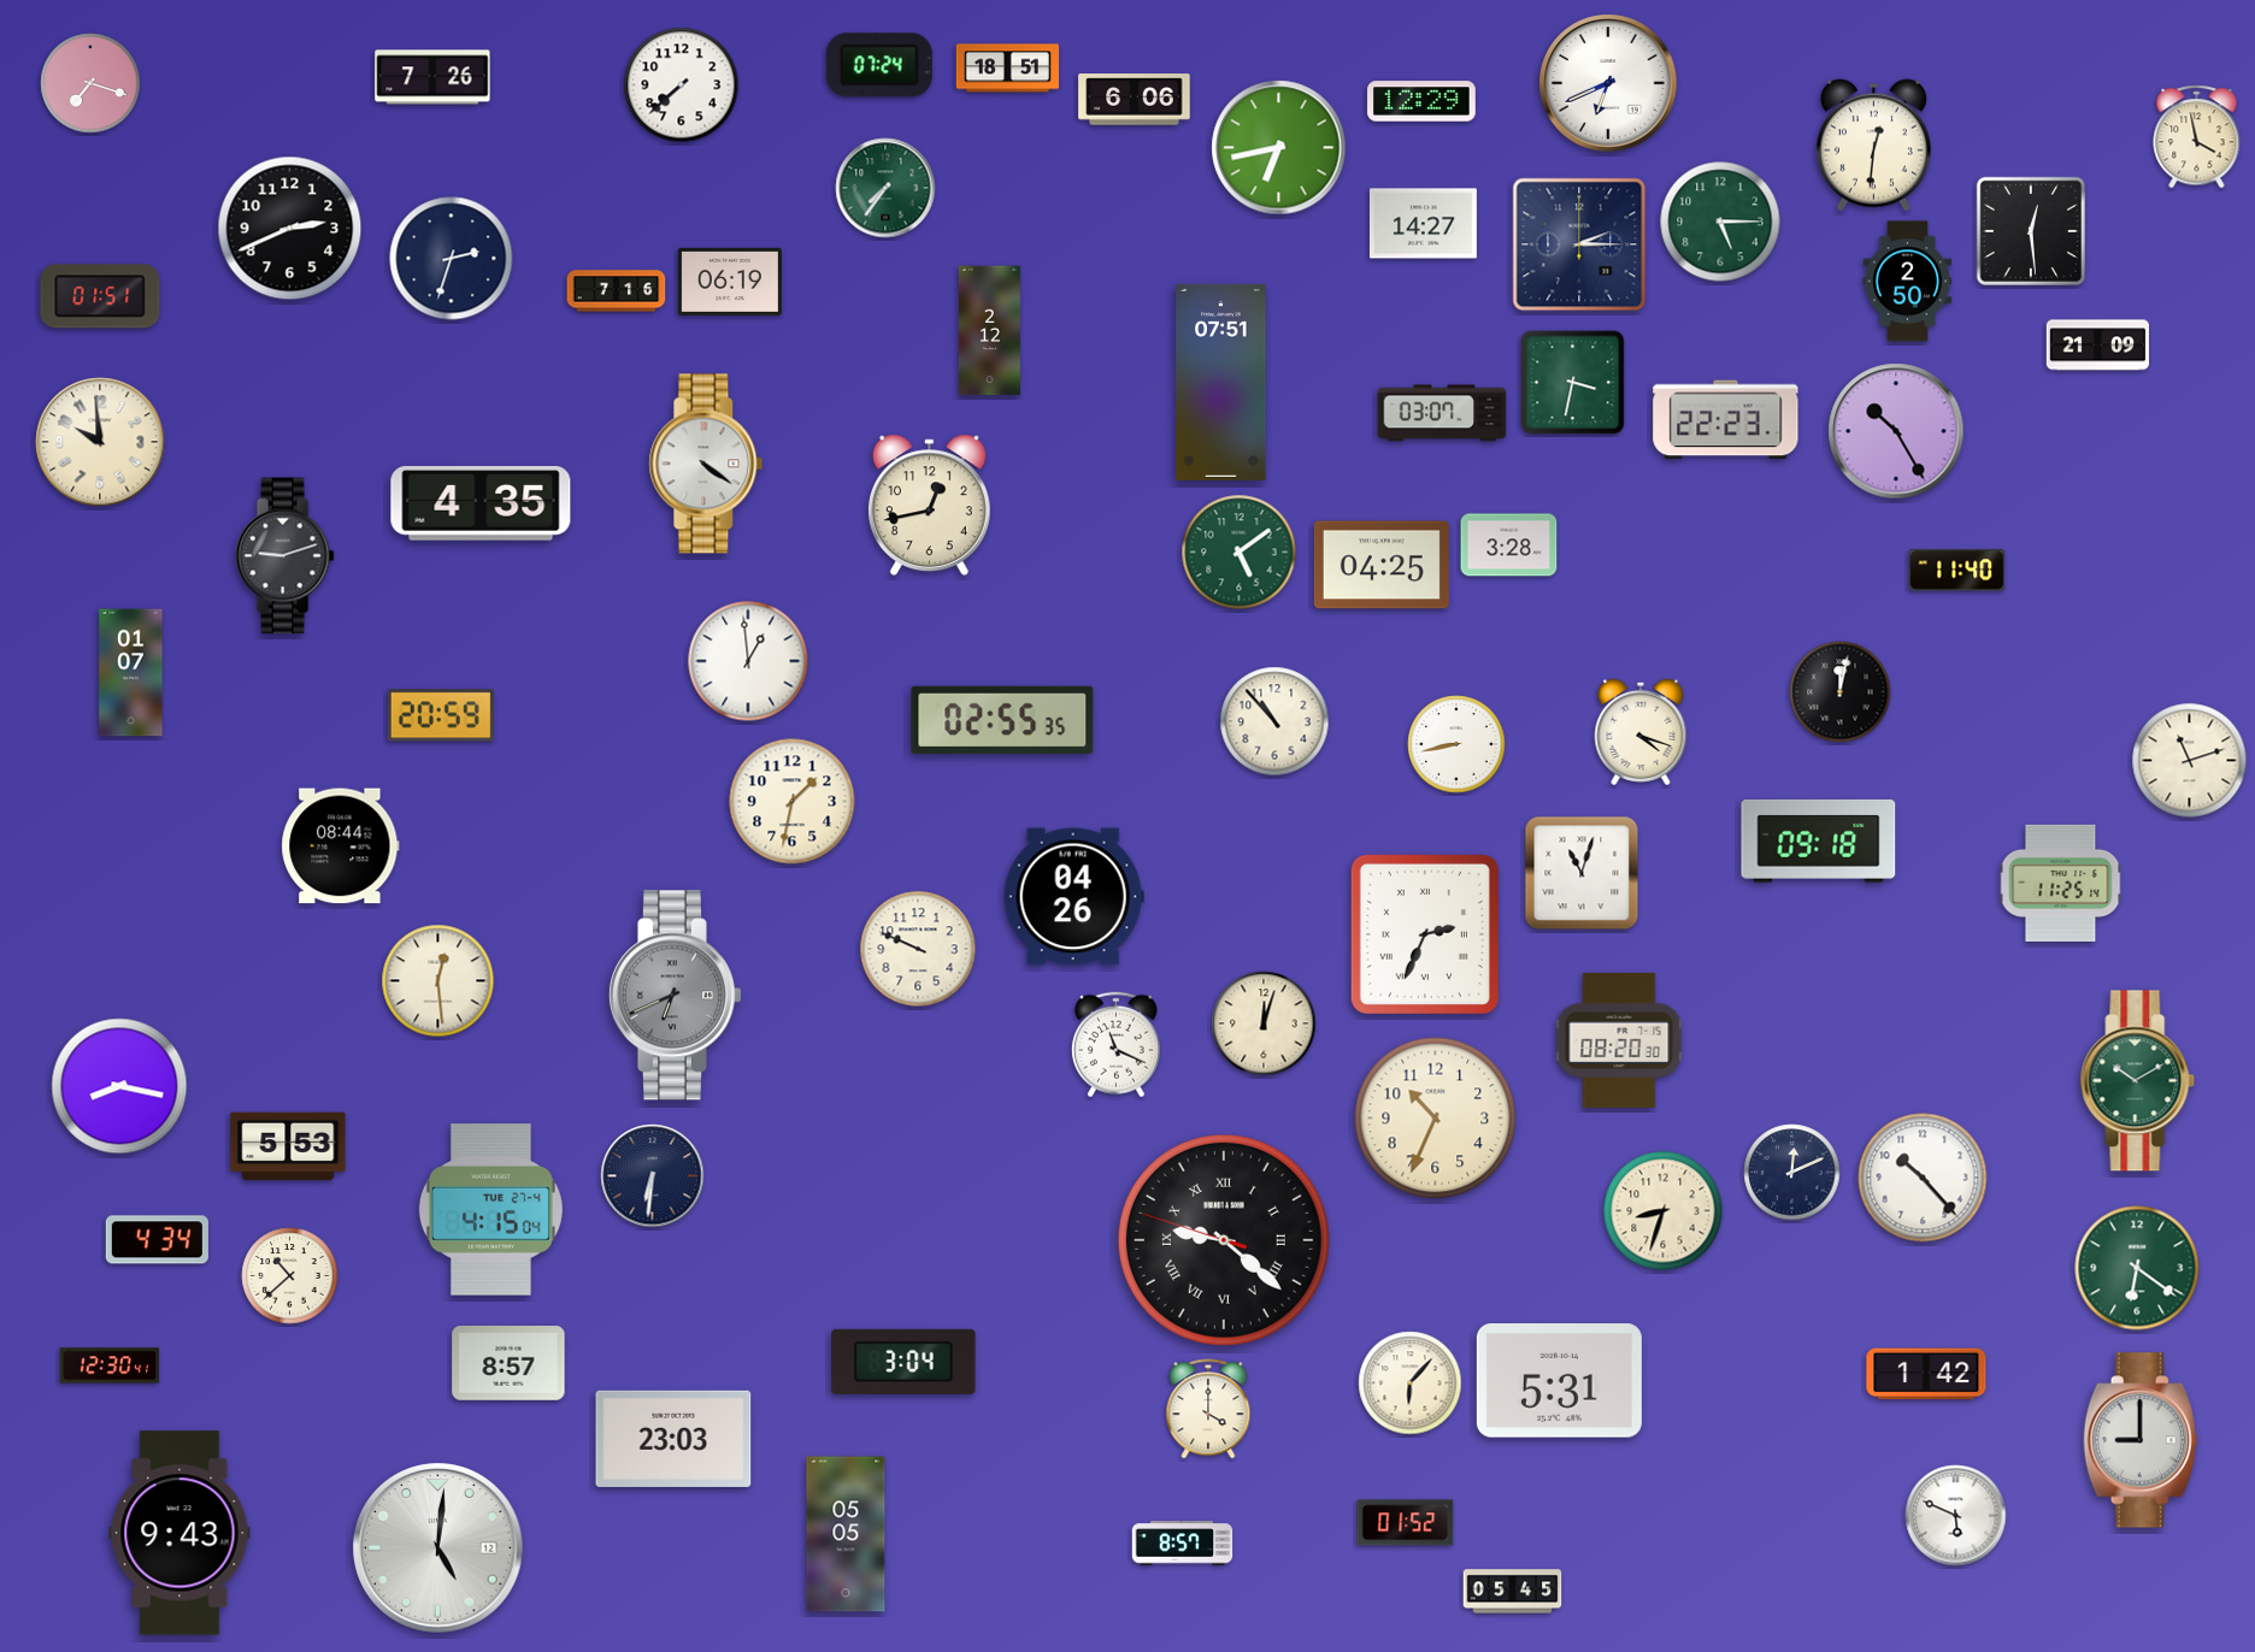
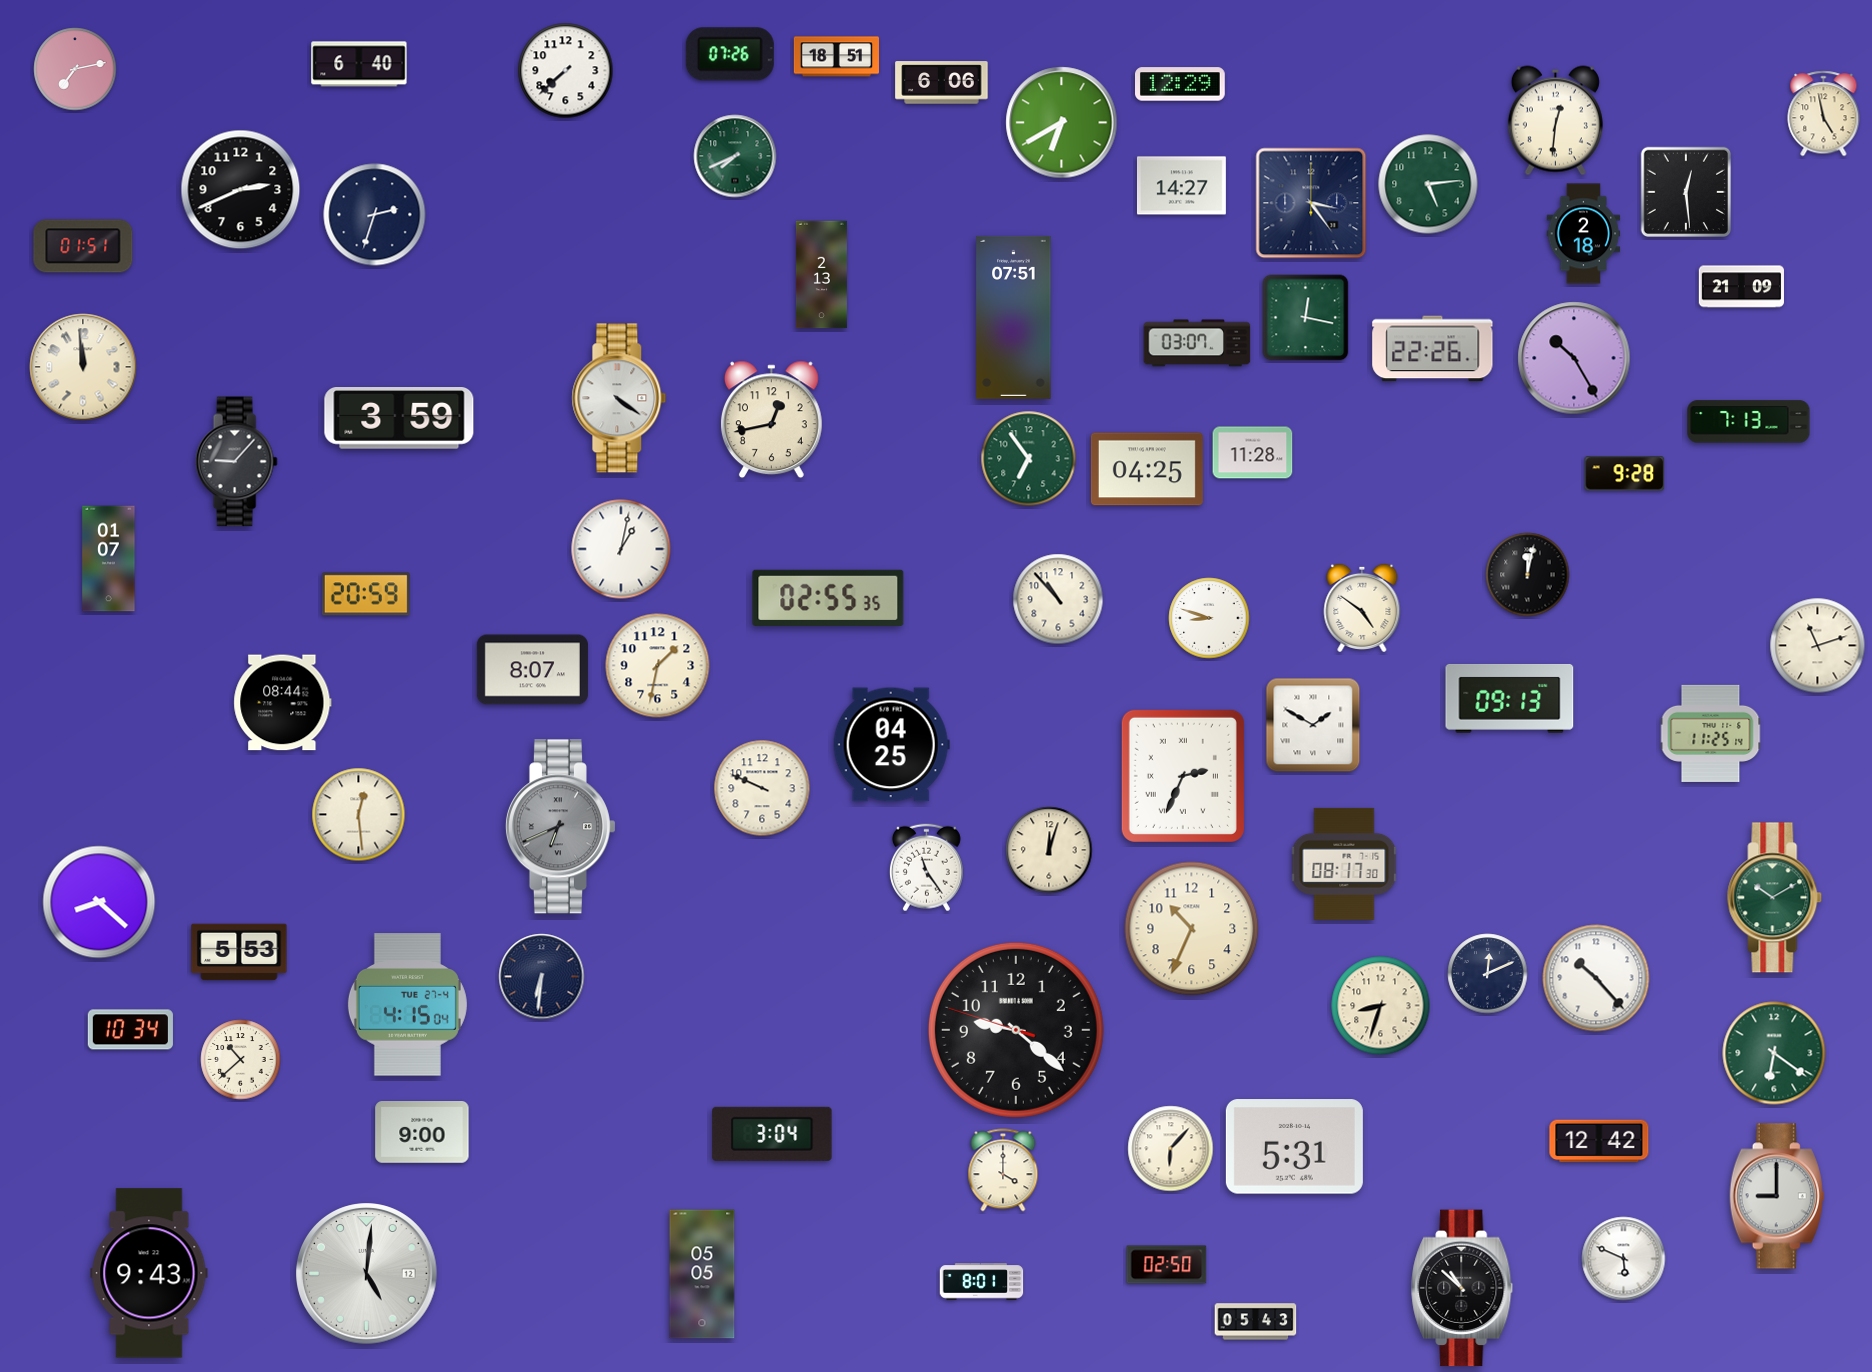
clock at (879, 65): 07:24 -> 07:26
clock at (432, 77): 7:26 -> 6:40
clock at (90, 83): 7:18 -> 7:13
clock at (1608, 83): 6:41 -> none
clock at (2197, 137): 3:58 -> 4:58
clock at (1279, 148): 6:43 -> 6:40
clock at (885, 188): 7:36 -> 7:41
clock at (1720, 222): 5:15 -> 5:14
clock at (1579, 244): 2:15 -> 3:24
clock at (730, 282): 06:19 -> none
clock at (1908, 282): 2:50 -> 2:18
clock at (617, 291): 7:16 -> none
clock at (989, 331): 2:12 -> 2:13
clock at (1573, 383): 3:32 -> 12:17
clock at (1726, 420): 22:23 -> 22:26
clock at (100, 442): 9:59 -> 11:59
clock at (706, 464) position: (706, 464) -> (619, 398)
clock at (481, 505): 4:35 -> 3:59
clock at (1749, 422): none -> 7:13
clock at (1509, 545): 3:28 -> 11:28
clock at (1240, 553): 5:09 -> 6:54
clock at (284, 556): 9:12 -> 9:07
clock at (1957, 571): 11:40 -> 9:28
clock at (748, 661): 12:59 -> 1:02
clock at (1002, 720) position: (1002, 720) -> (828, 598)
clock at (1641, 732): 4:18 -> 4:51
clock at (1456, 744): 8:43 -> 8:48
clock at (2190, 761) position: (2190, 761) -> (1818, 646)
clock at (532, 670): none -> 8:07
clock at (1819, 840): 09:18 -> 09:13
clock at (1582, 873): 11:03 -> 1:50
clock at (1073, 897): 04:26 -> 04:25
clock at (438, 981) position: (438, 981) -> (359, 815)
clock at (1619, 1040): 08:20 -> 08:17
clock at (1115, 1045): 11:19 -> 11:24
clock at (119, 1086): 8:17 -> 8:22
clock at (157, 1240): 4:34 -> 10:34
clock at (1224, 1240) numerals: Roman -> Arabic
clock at (903, 1362) position: (903, 1362) -> (772, 1134)
clock at (508, 1364): 8:57 -> 9:00
clock at (110, 1365): 12:30 -> none
clock at (1926, 1374): 1:42 -> 12:42
clock at (673, 1439): 23:03 -> none
clock at (1406, 1523): 01:52 -> 02:50
clock at (1183, 1544): 8:57 -> 8:01
clock at (438, 1548) position: (438, 1548) -> (367, 1274)
clock at (1463, 1288): none -> 10:52
clock at (1513, 1592): 05:45 -> 05:43
